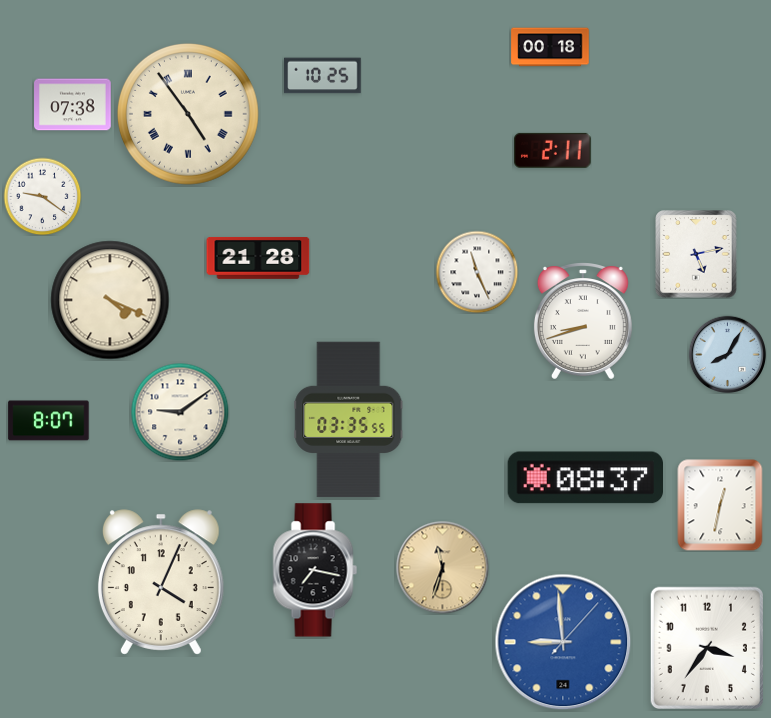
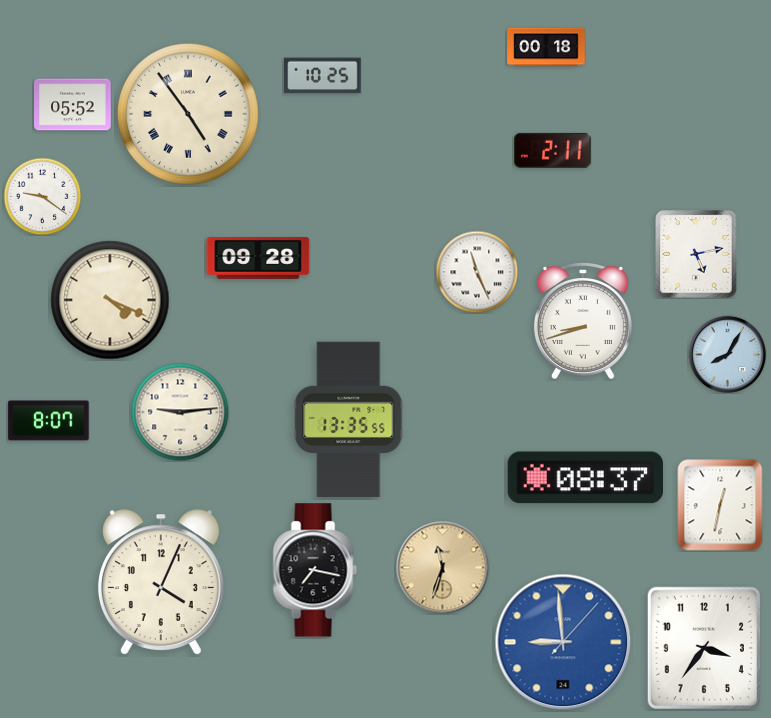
clock at (550, 47) position: (550, 47) -> (546, 47)
clock at (73, 105): 07:38 -> 05:52
clock at (258, 259): 21:28 -> 09:28
clock at (180, 412): 9:09 -> 9:14
clock at (349, 420): 03:35 -> 13:35
clock at (707, 647) position: (707, 647) -> (704, 647)
